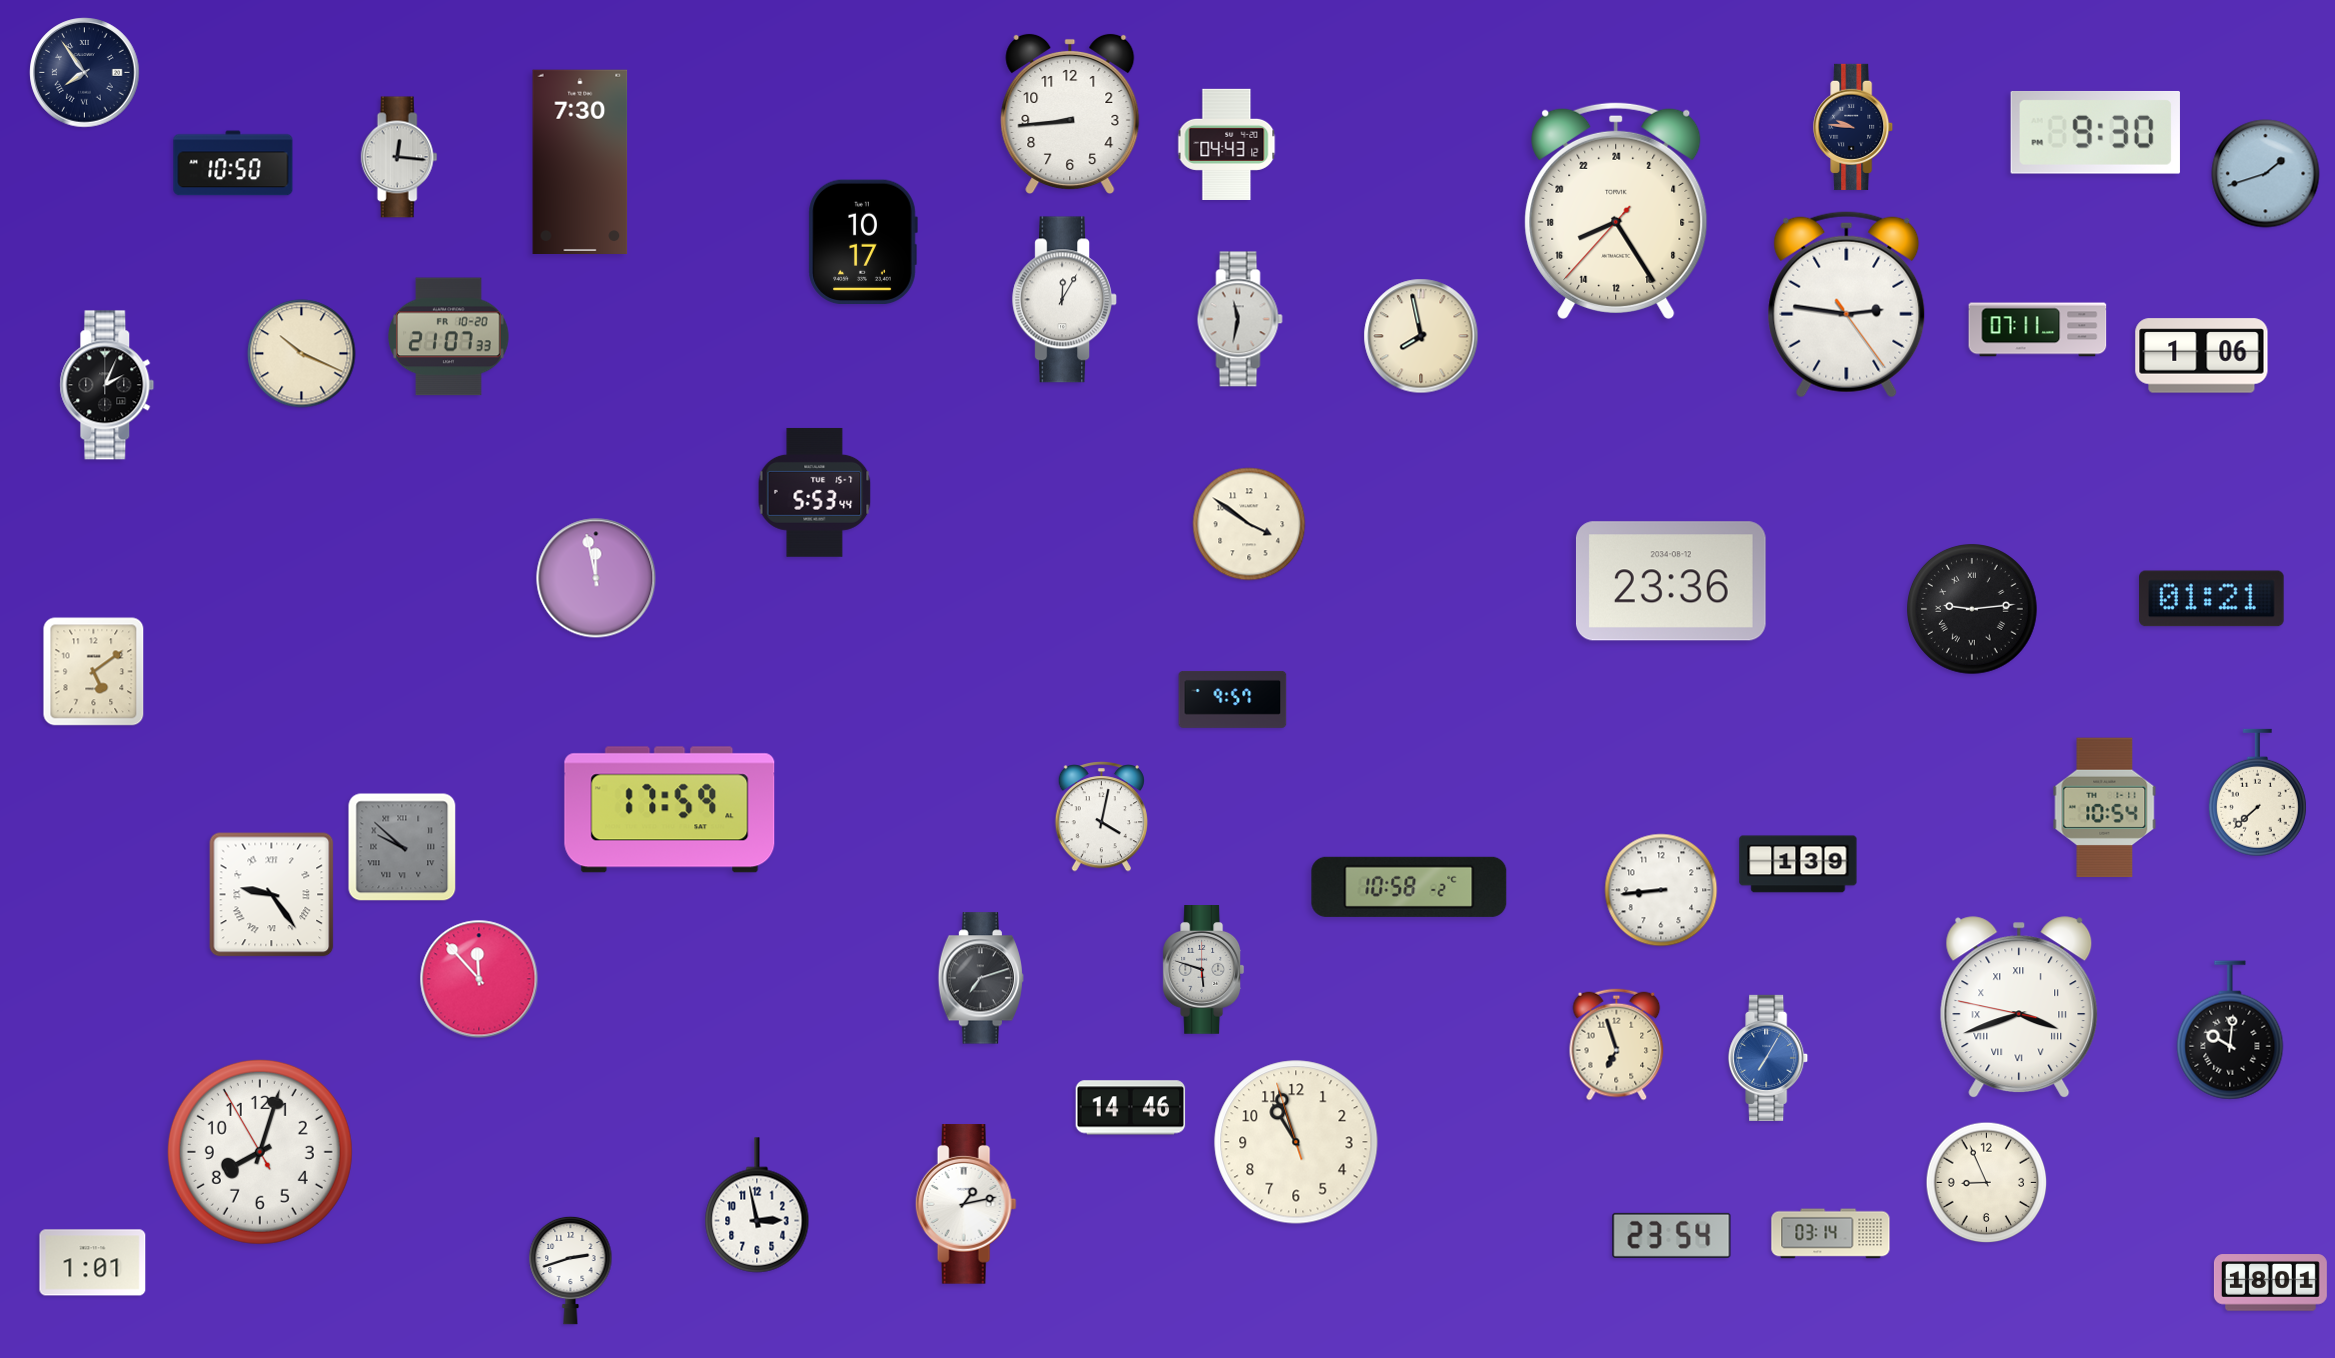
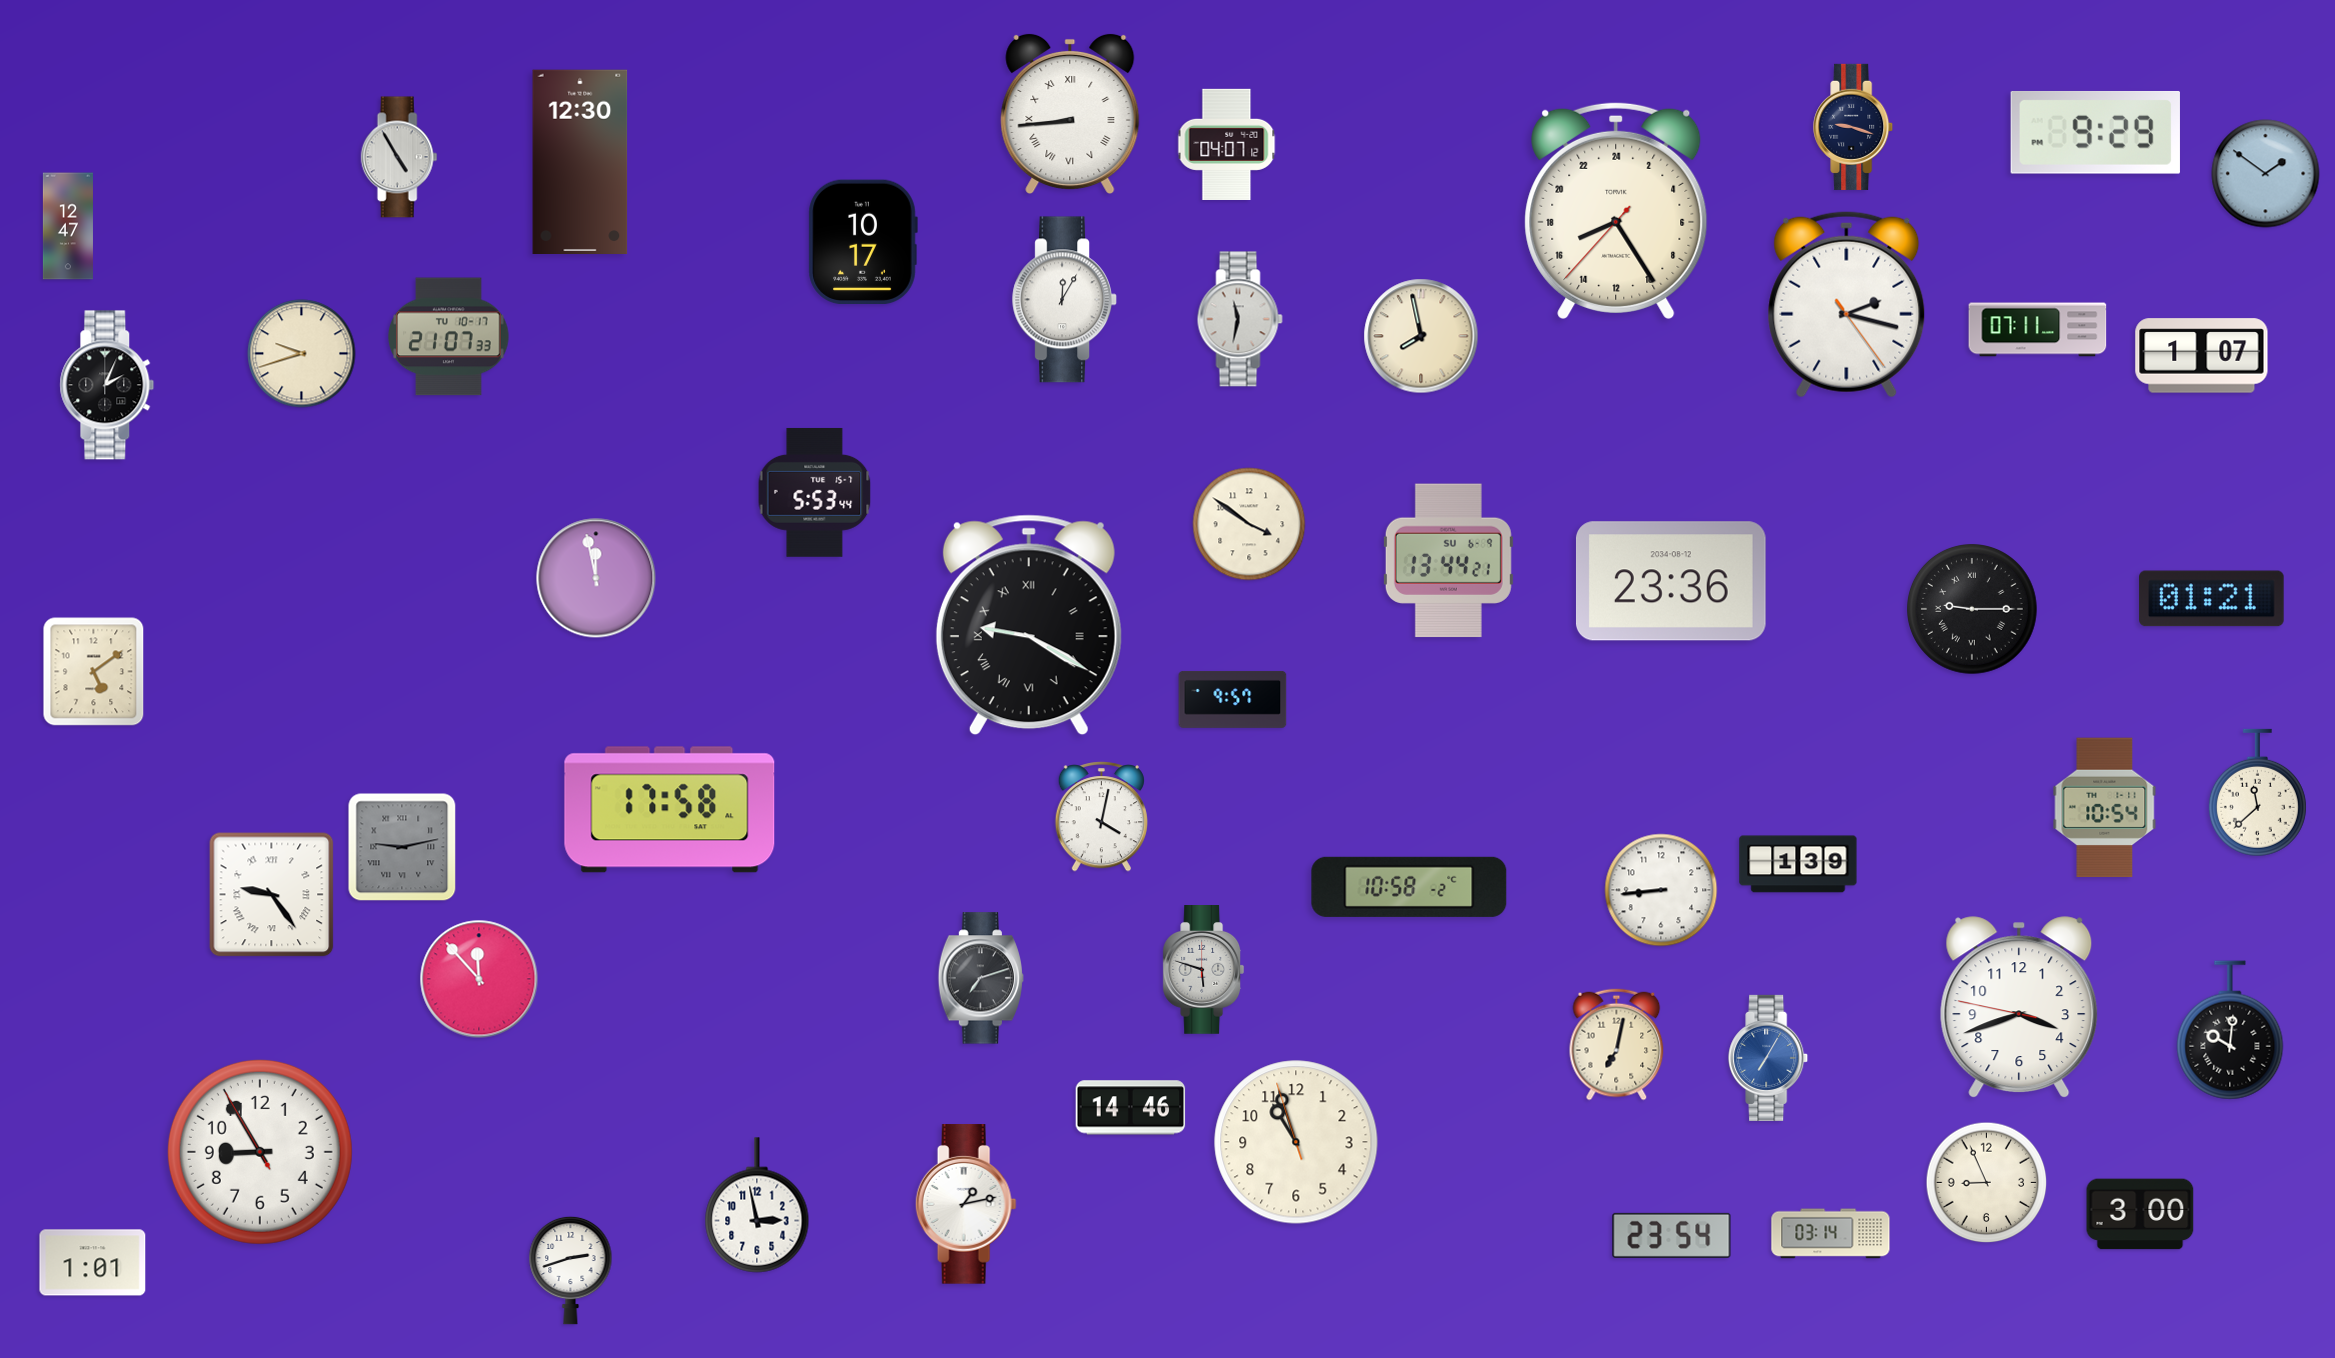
clock at (85, 73): 7:54 -> none
clock at (1070, 113) numerals: Arabic -> Roman
clock at (1854, 127): 9:46 -> 9:18
clock at (2095, 132): 9:30 -> 9:29
clock at (1227, 144): 04:43 -> 04:07
clock at (399, 157): 12:16 -> 4:55
clock at (580, 161): 7:30 -> 12:30
clock at (233, 163): 10:50 -> none
clock at (2266, 174): 1:42 -> 1:51
clock at (68, 226): none -> 12:47
clock at (1847, 304): 2:46 -> 2:17
clock at (449, 337) date: FR 10-20 -> TU 10-17
clock at (302, 354): 10:19 -> 9:42
clock at (2202, 356): 1:06 -> 1:07
clock at (1448, 561): none -> 13:44
clock at (1973, 610): 9:14 -> 9:15
clock at (1029, 625): none -> 9:20
clock at (2257, 793): 7:38 -> 11:38
clock at (670, 810): 17:59 -> 17:58
clock at (402, 847): 9:52 -> 9:13
clock at (2019, 1007) numerals: Roman -> Arabic
clock at (1617, 1045): 6:57 -> 7:02
clock at (260, 1152): 8:02 -> 8:54
clock at (2140, 1214): none -> 3:00
clock at (2270, 1283): 18:01 -> none
